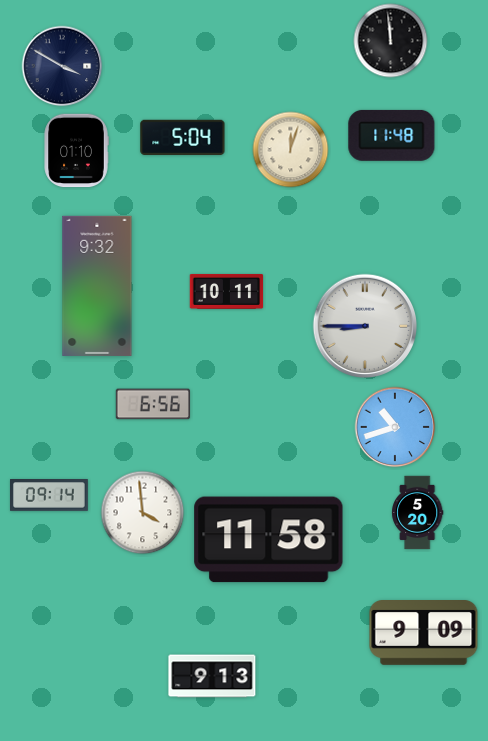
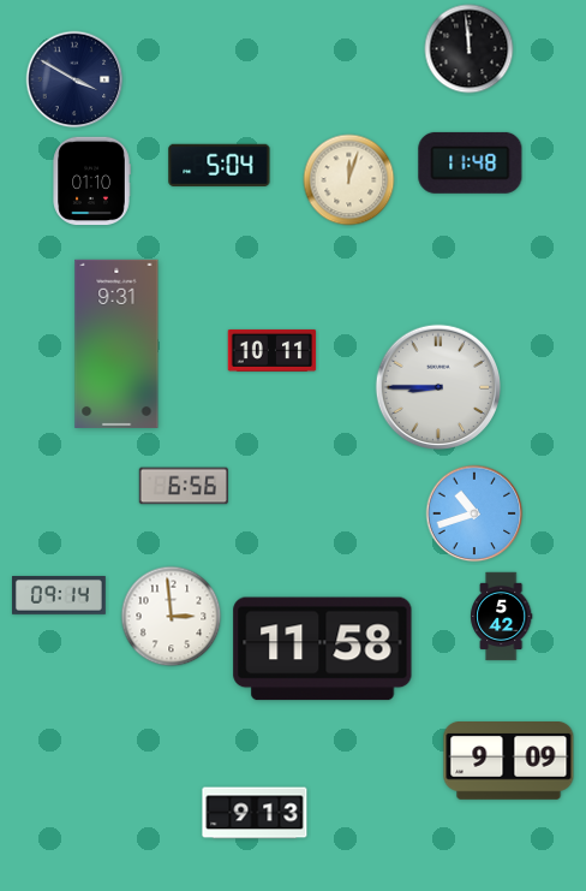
clock at (97, 286): 9:32 -> 9:31
clock at (365, 326) position: (365, 326) -> (438, 387)
clock at (143, 513): 3:59 -> 2:59
clock at (418, 513): 5:20 -> 5:42
